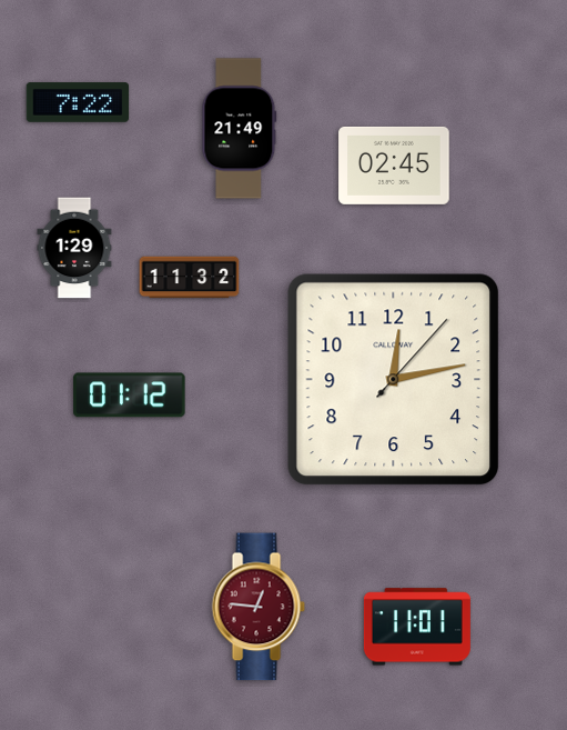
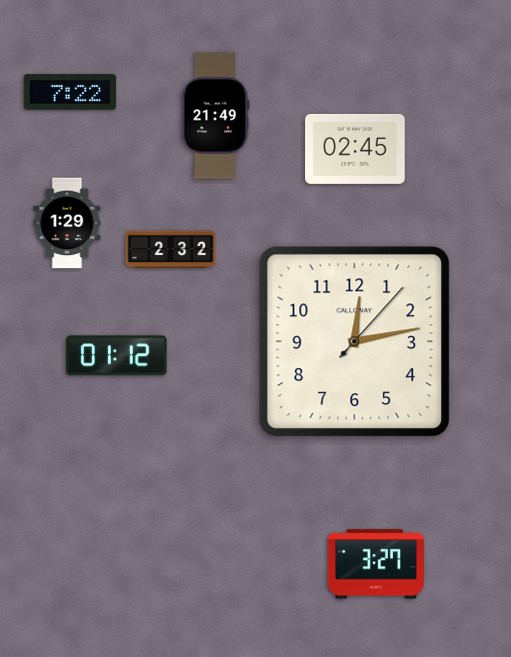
clock at (190, 278): 11:32 -> 2:32
clock at (259, 607): 12:46 -> none
clock at (417, 627): 11:01 -> 3:27
